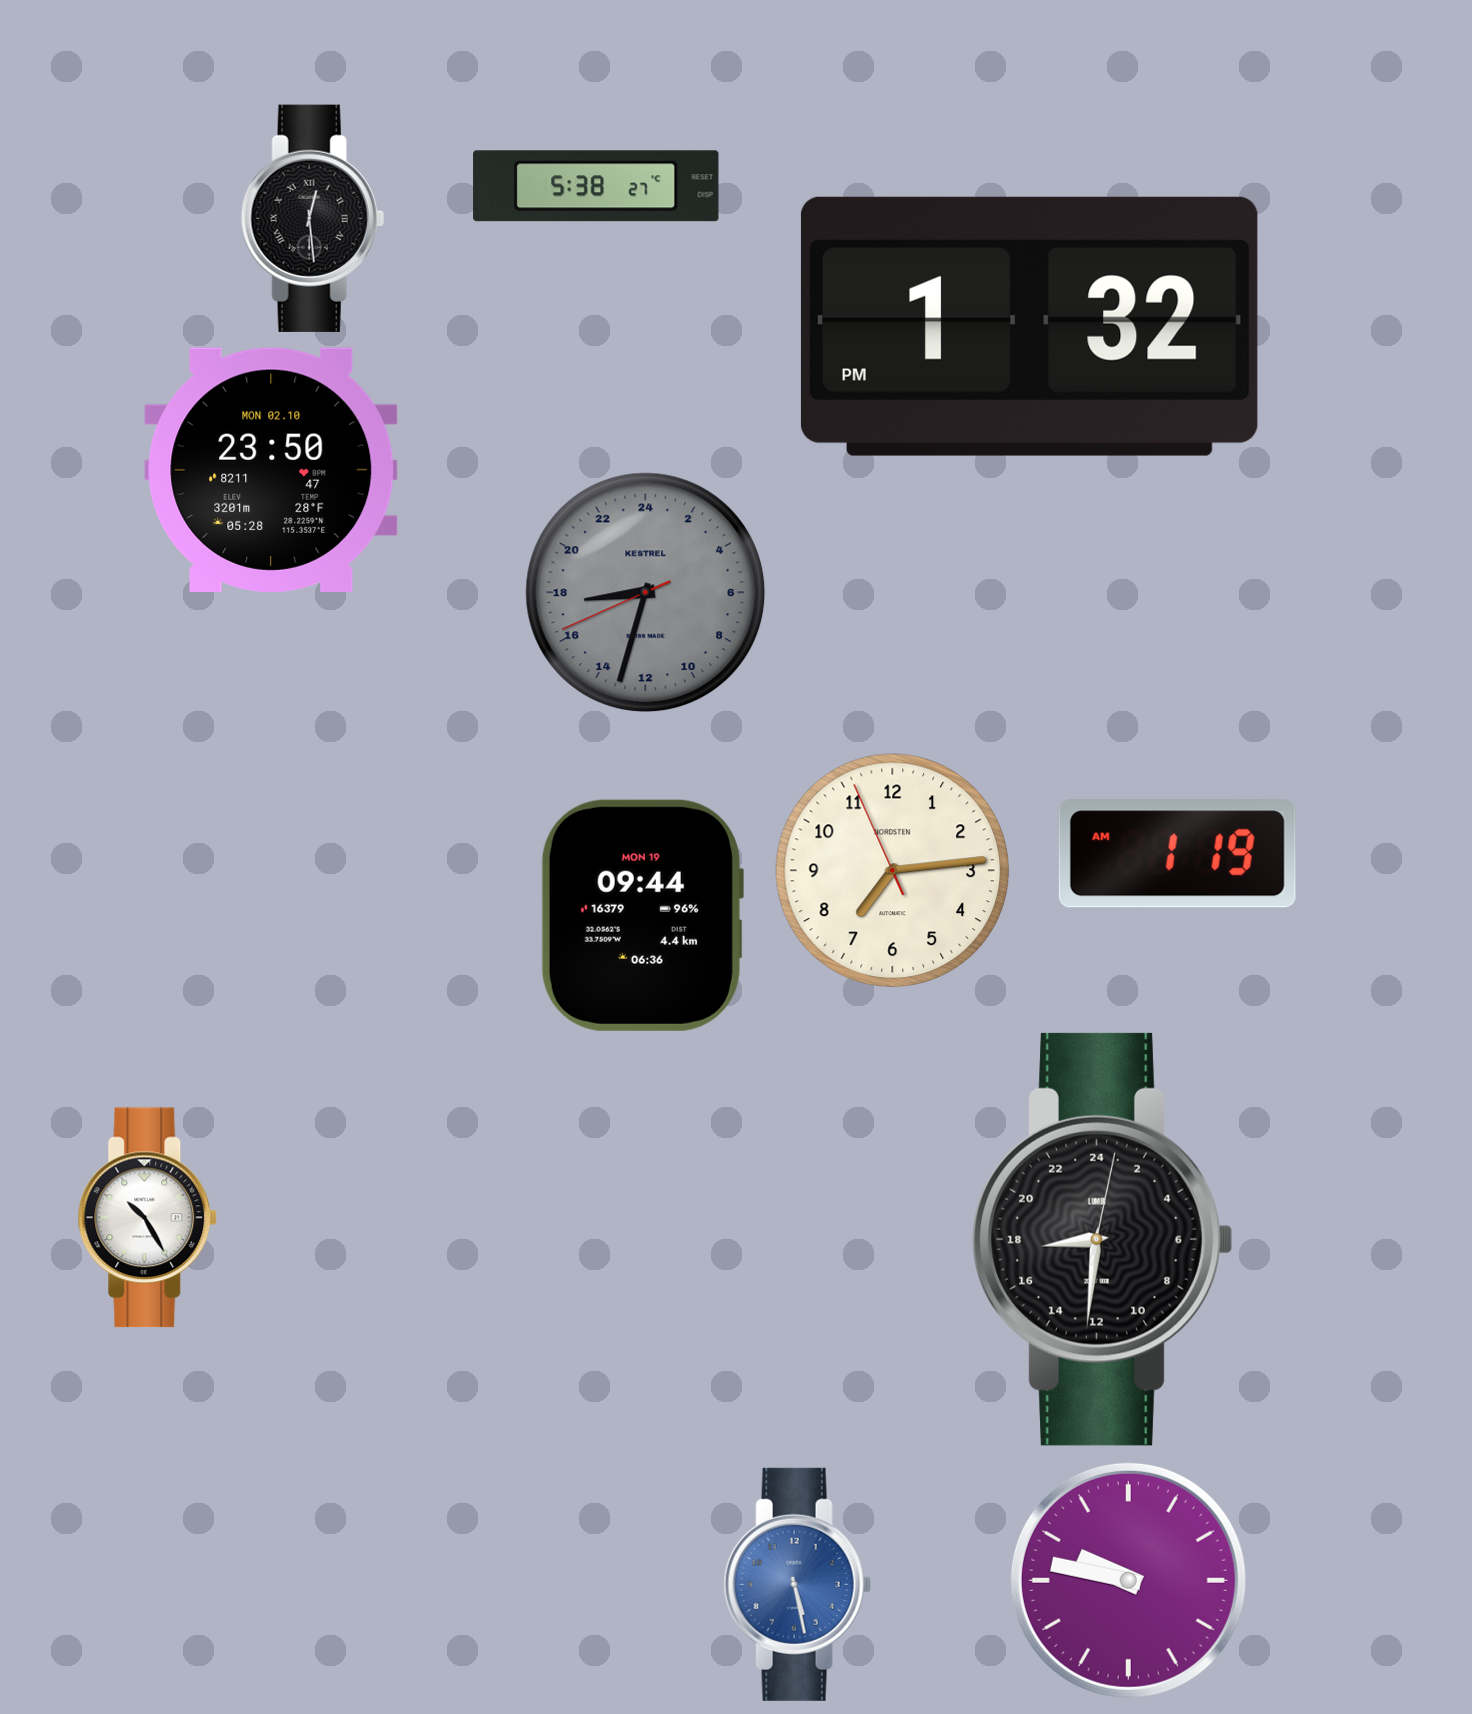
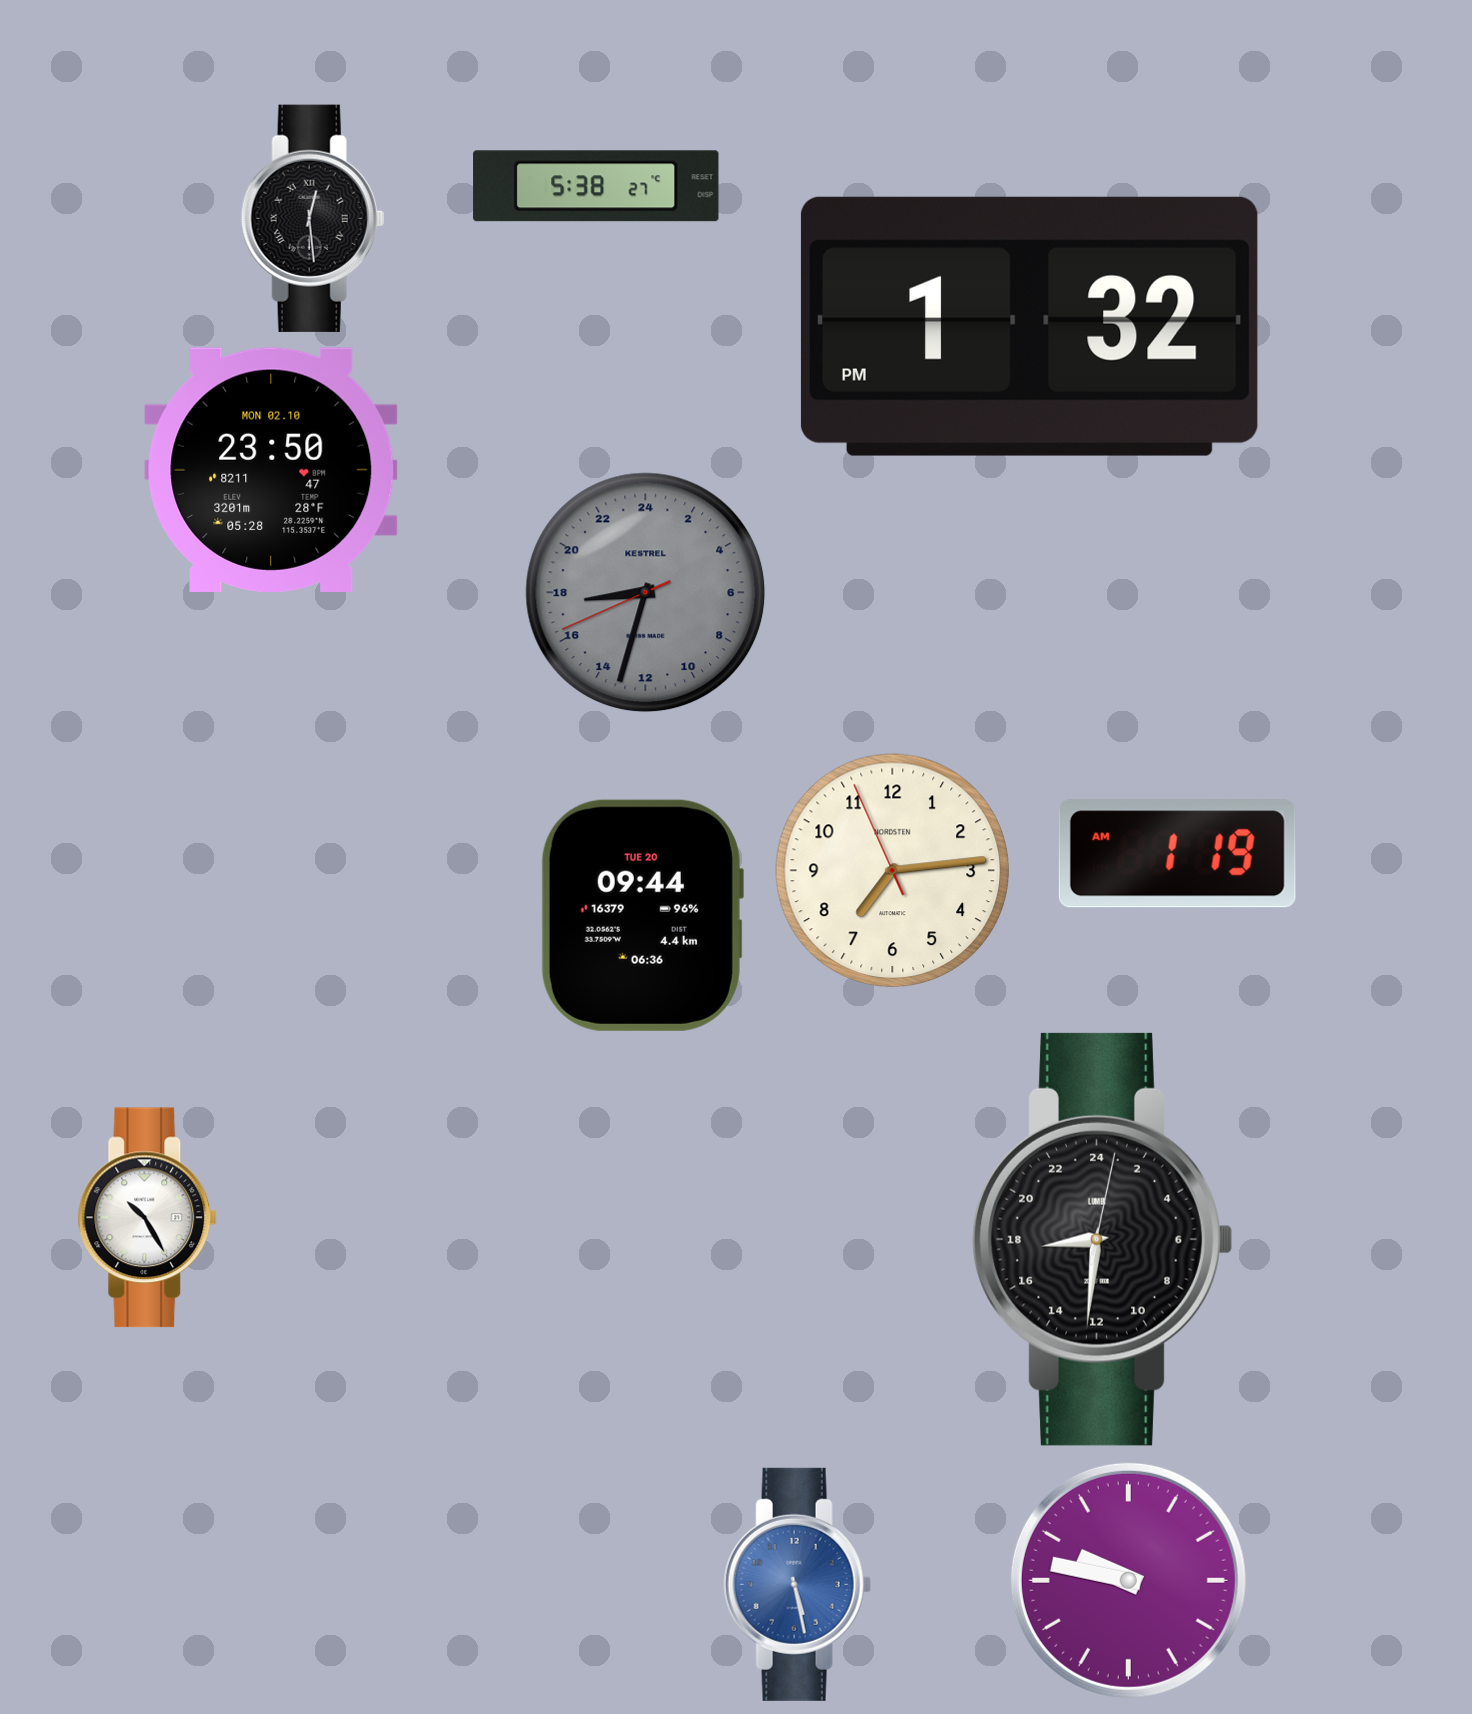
clock at (642, 915) date: MON 19 -> TUE 20
